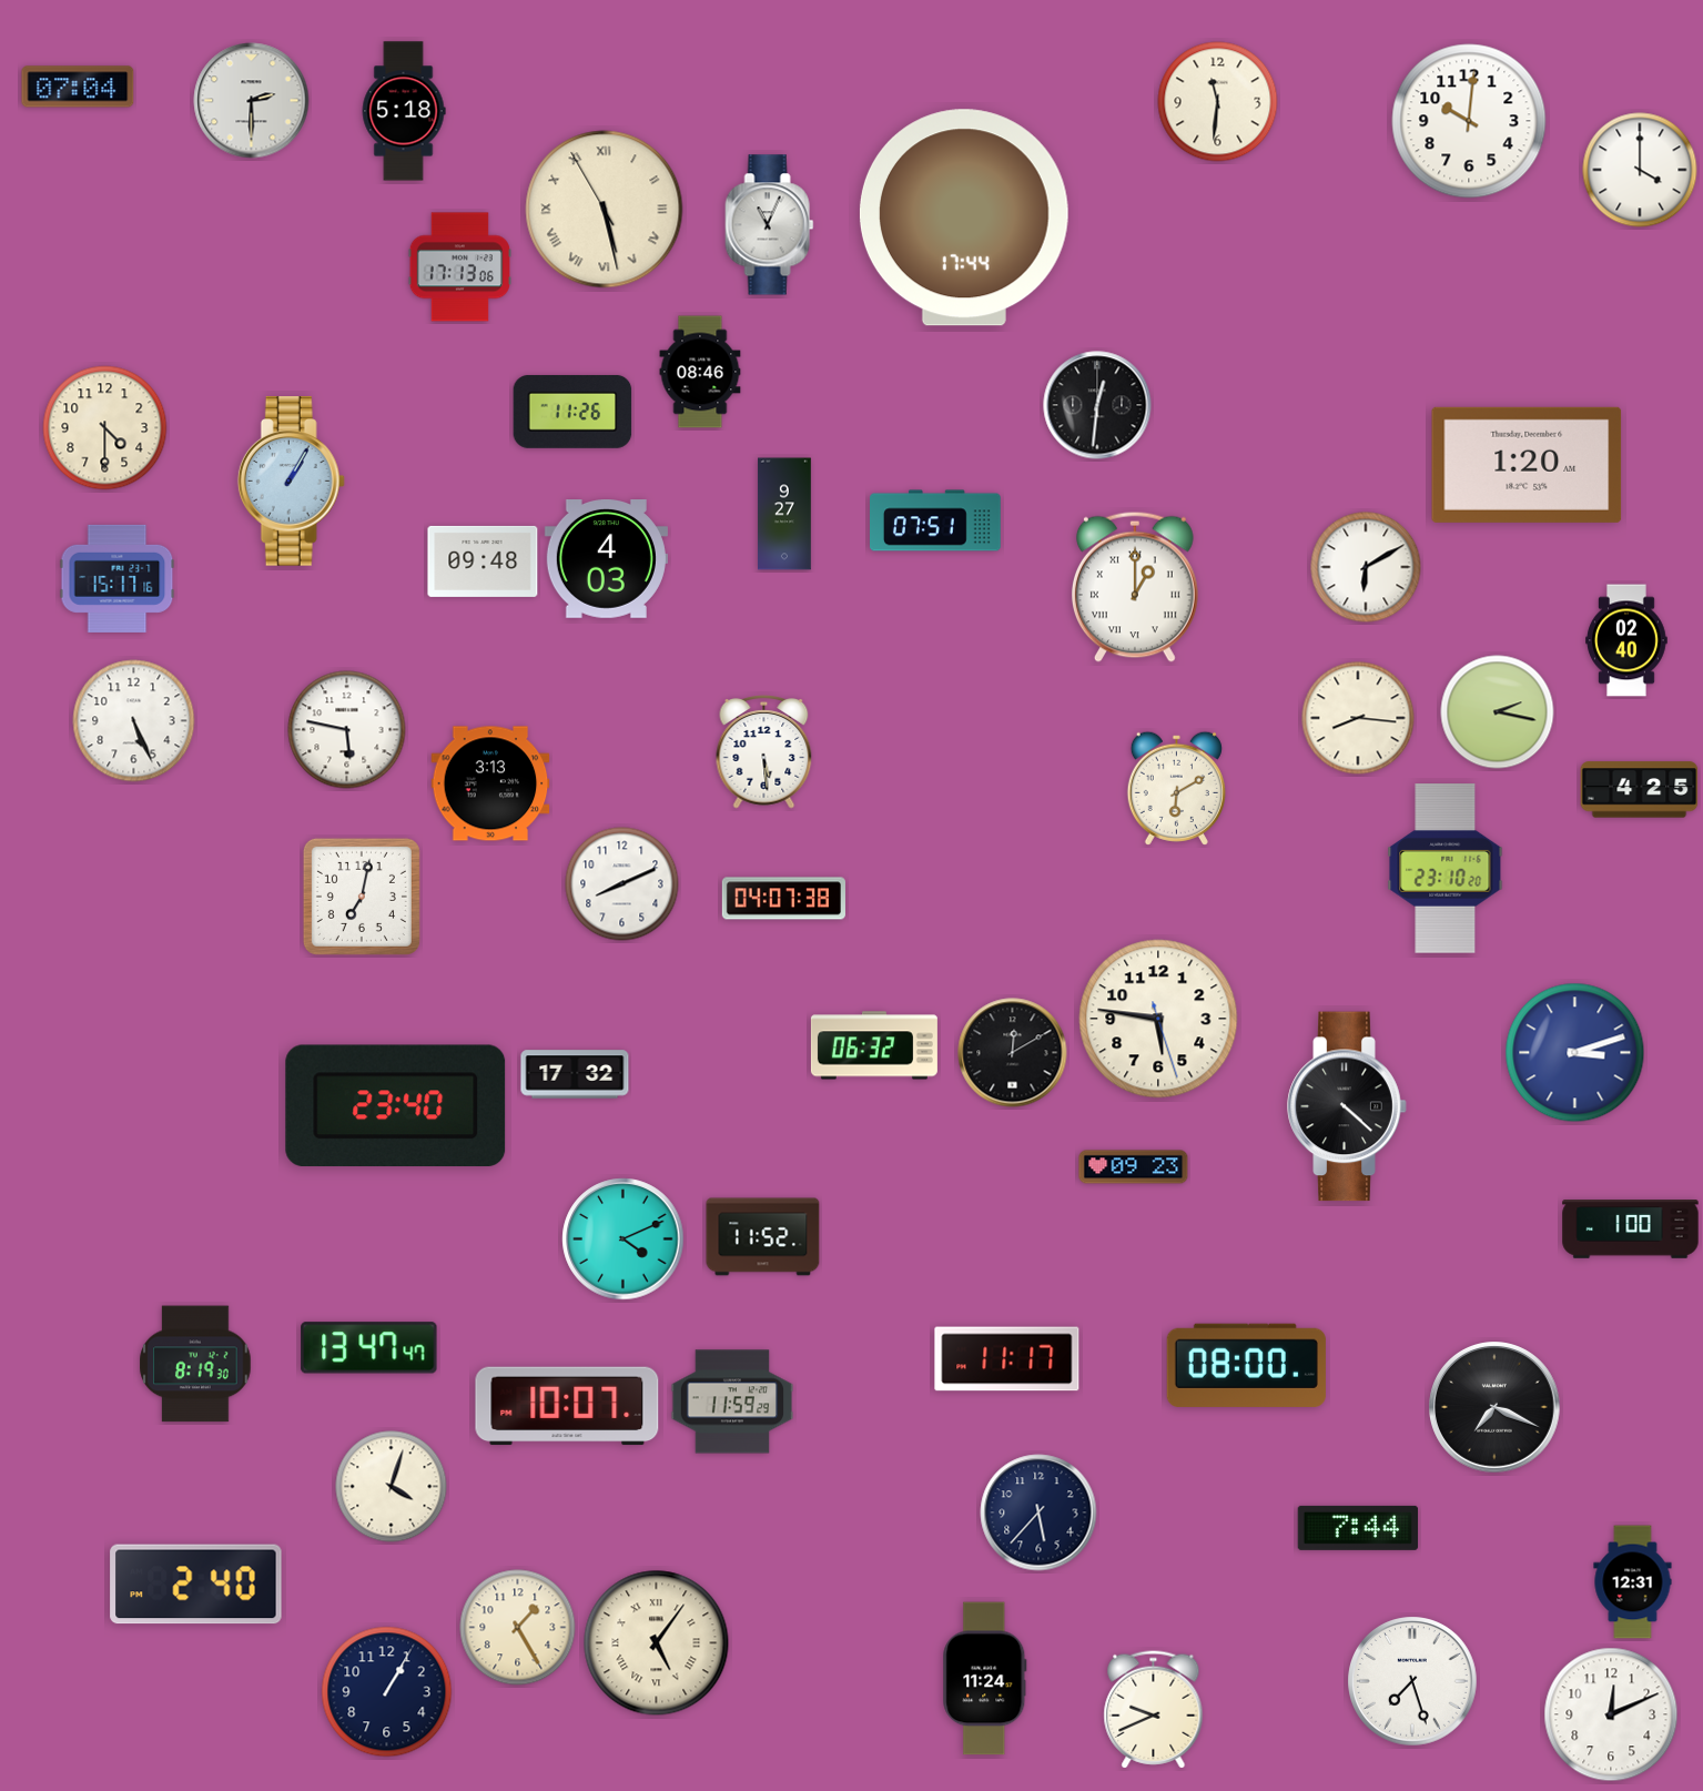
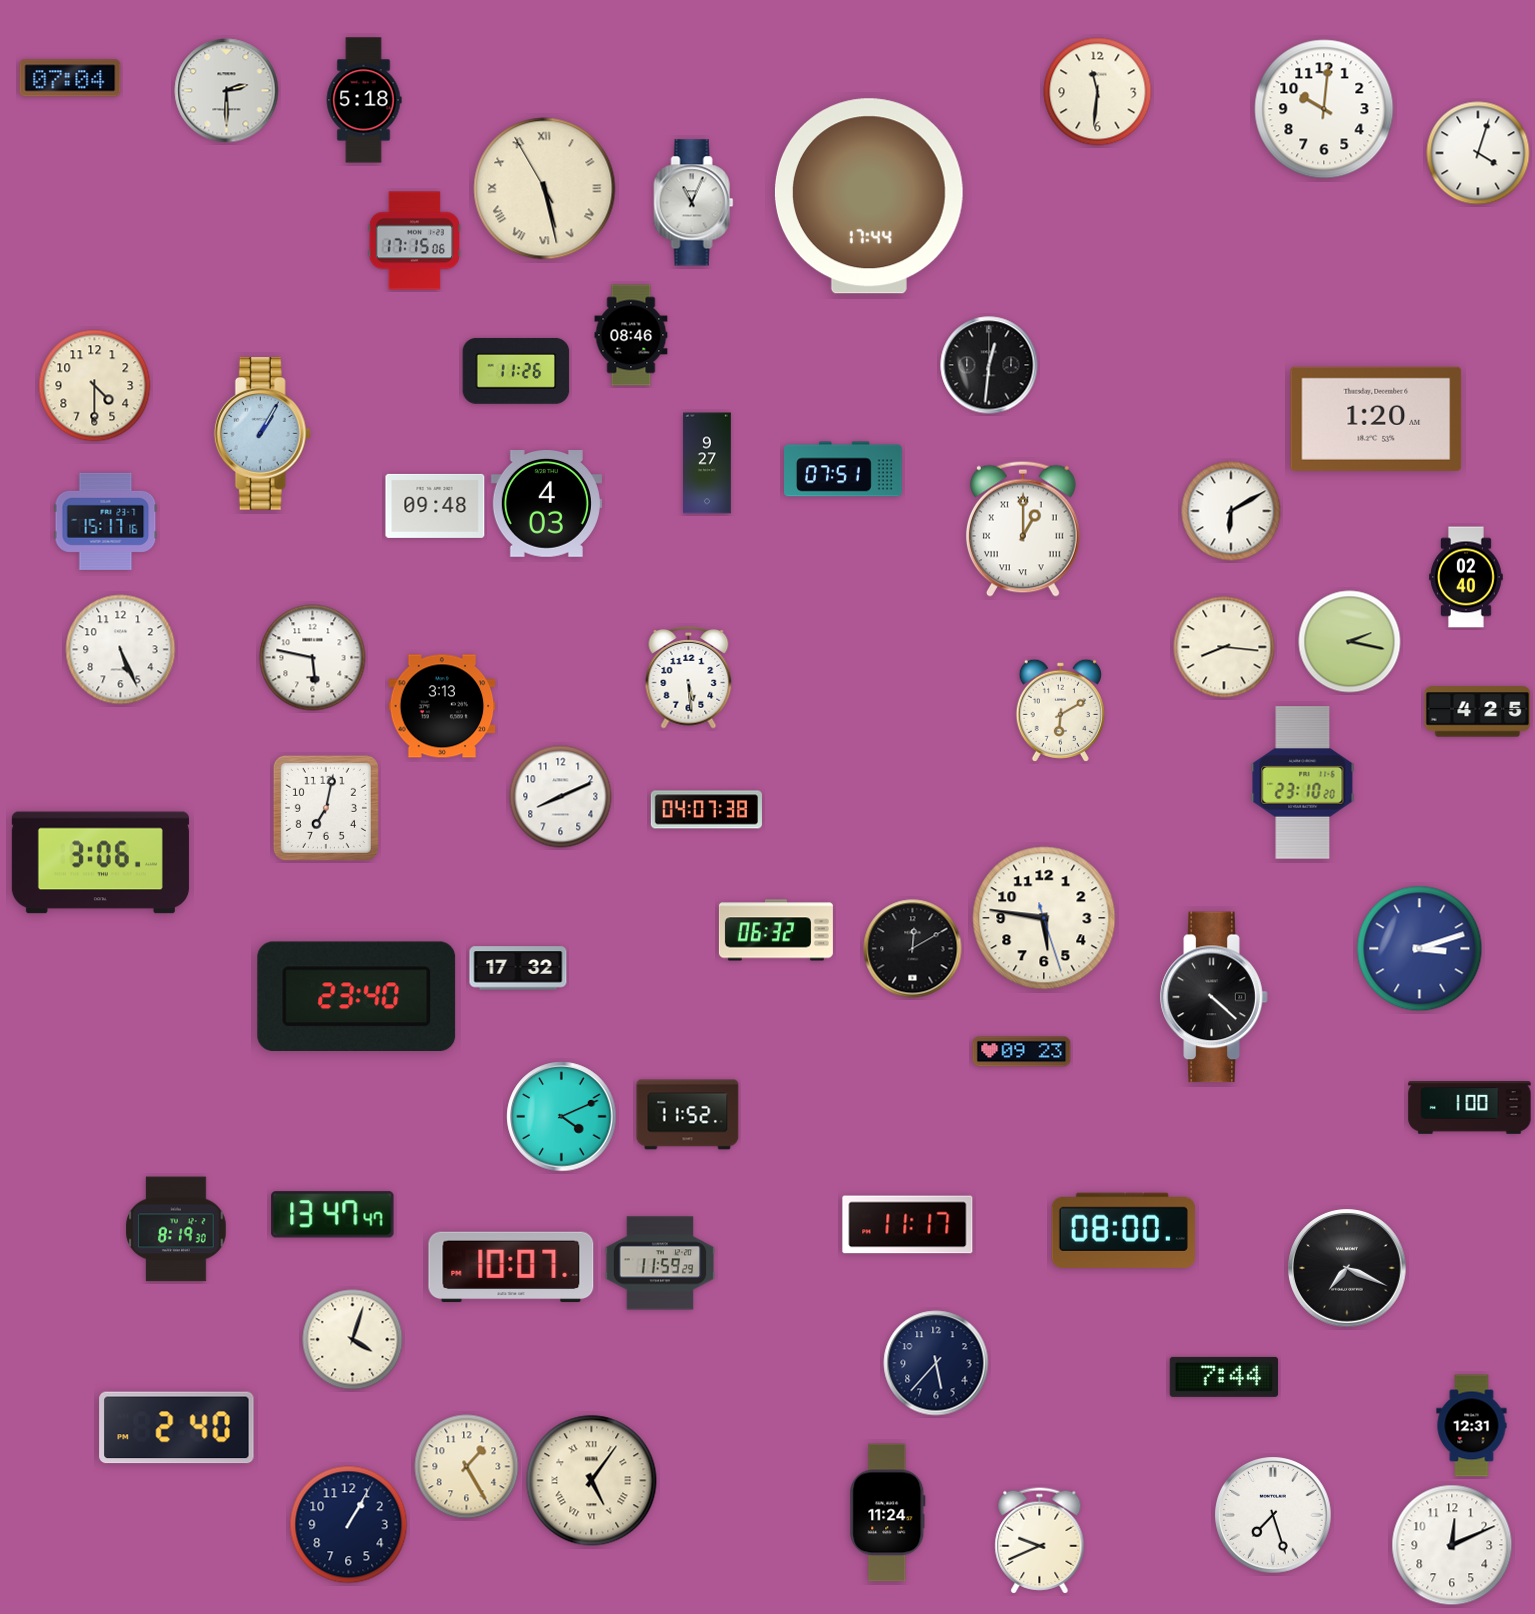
clock at (1640, 170): 4:00 -> 4:03
clock at (459, 267): 17:13 -> 17:15
clock at (100, 863): none -> 3:06
clock at (874, 1045) position: (874, 1045) -> (776, 930)
